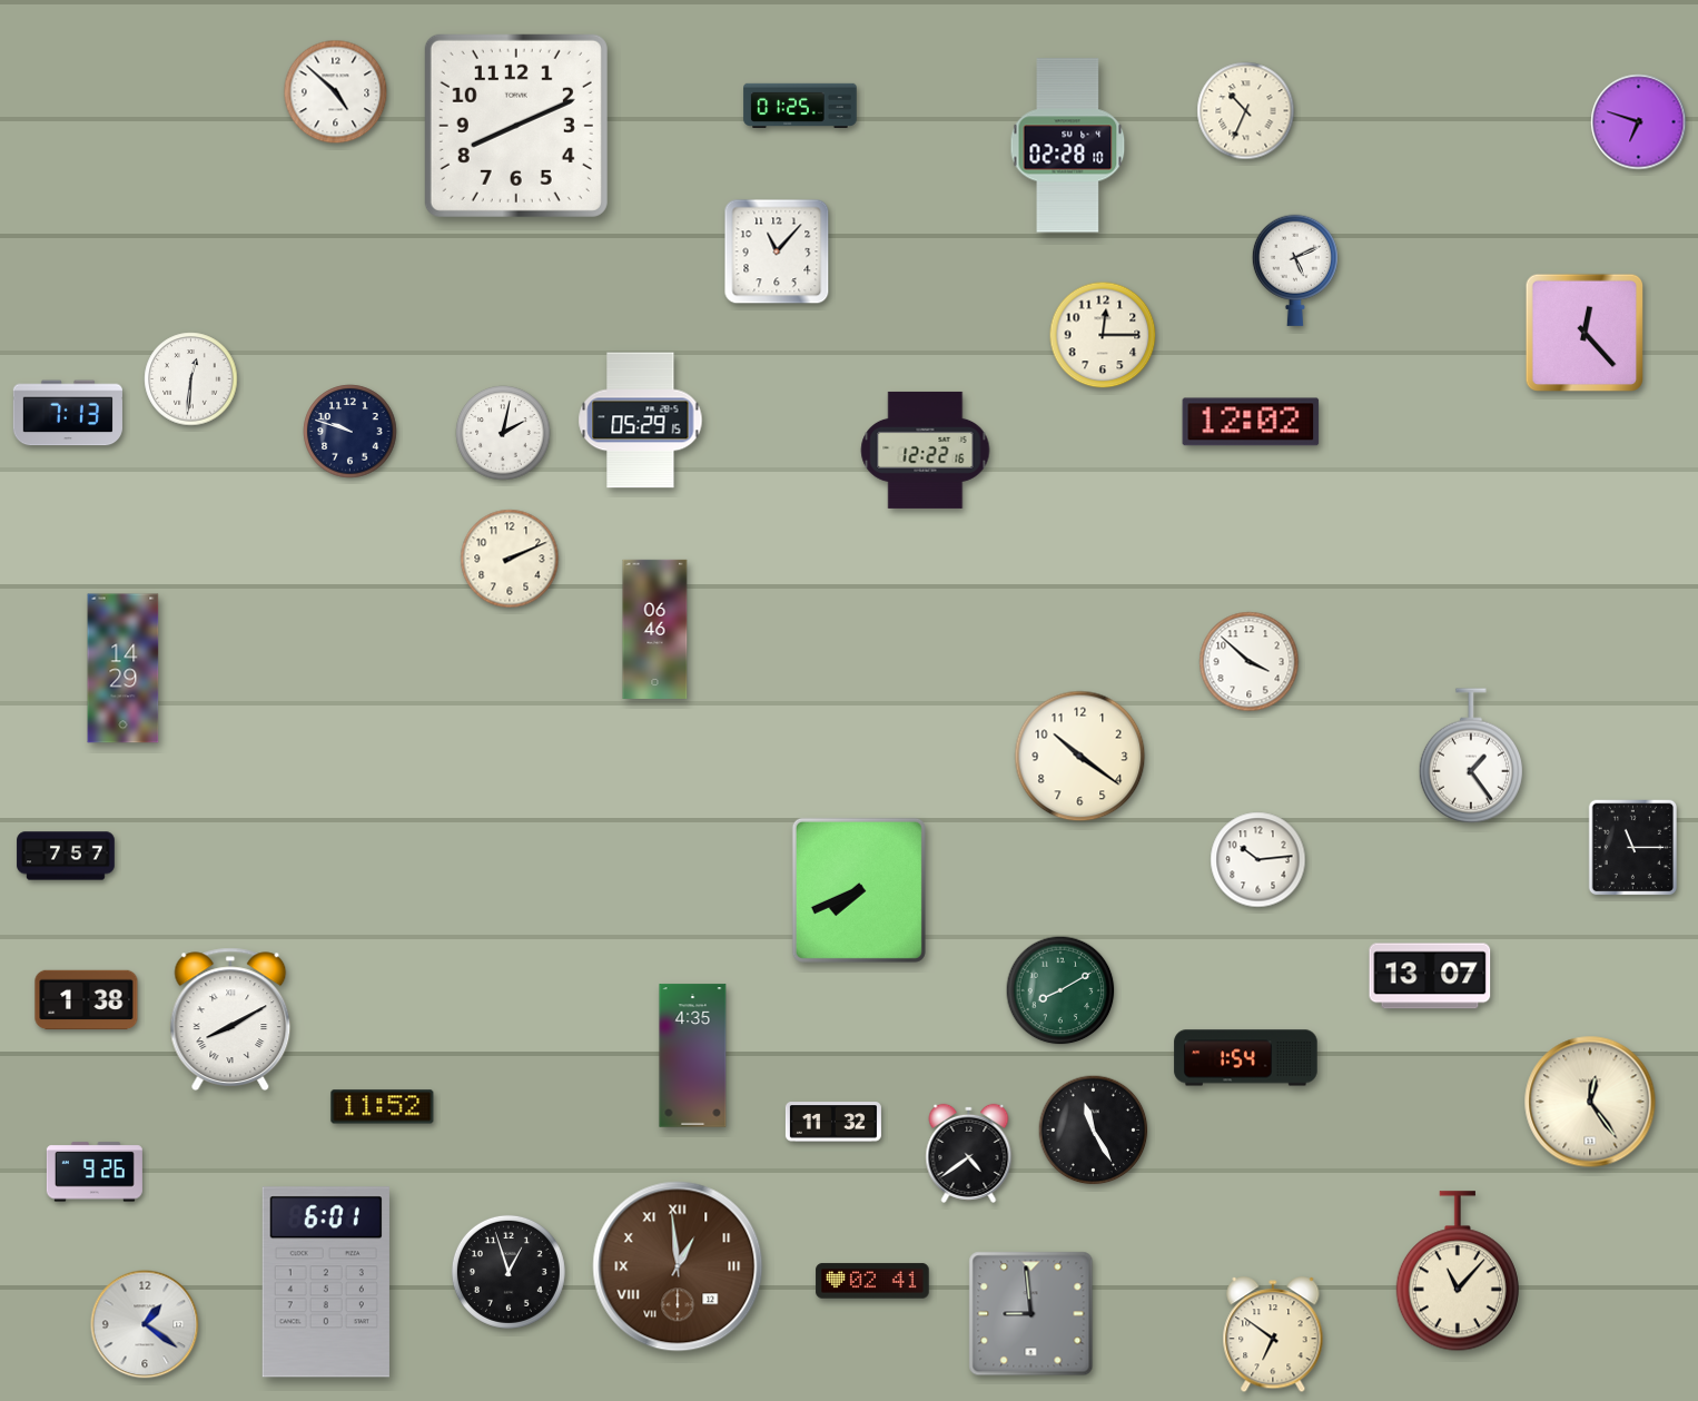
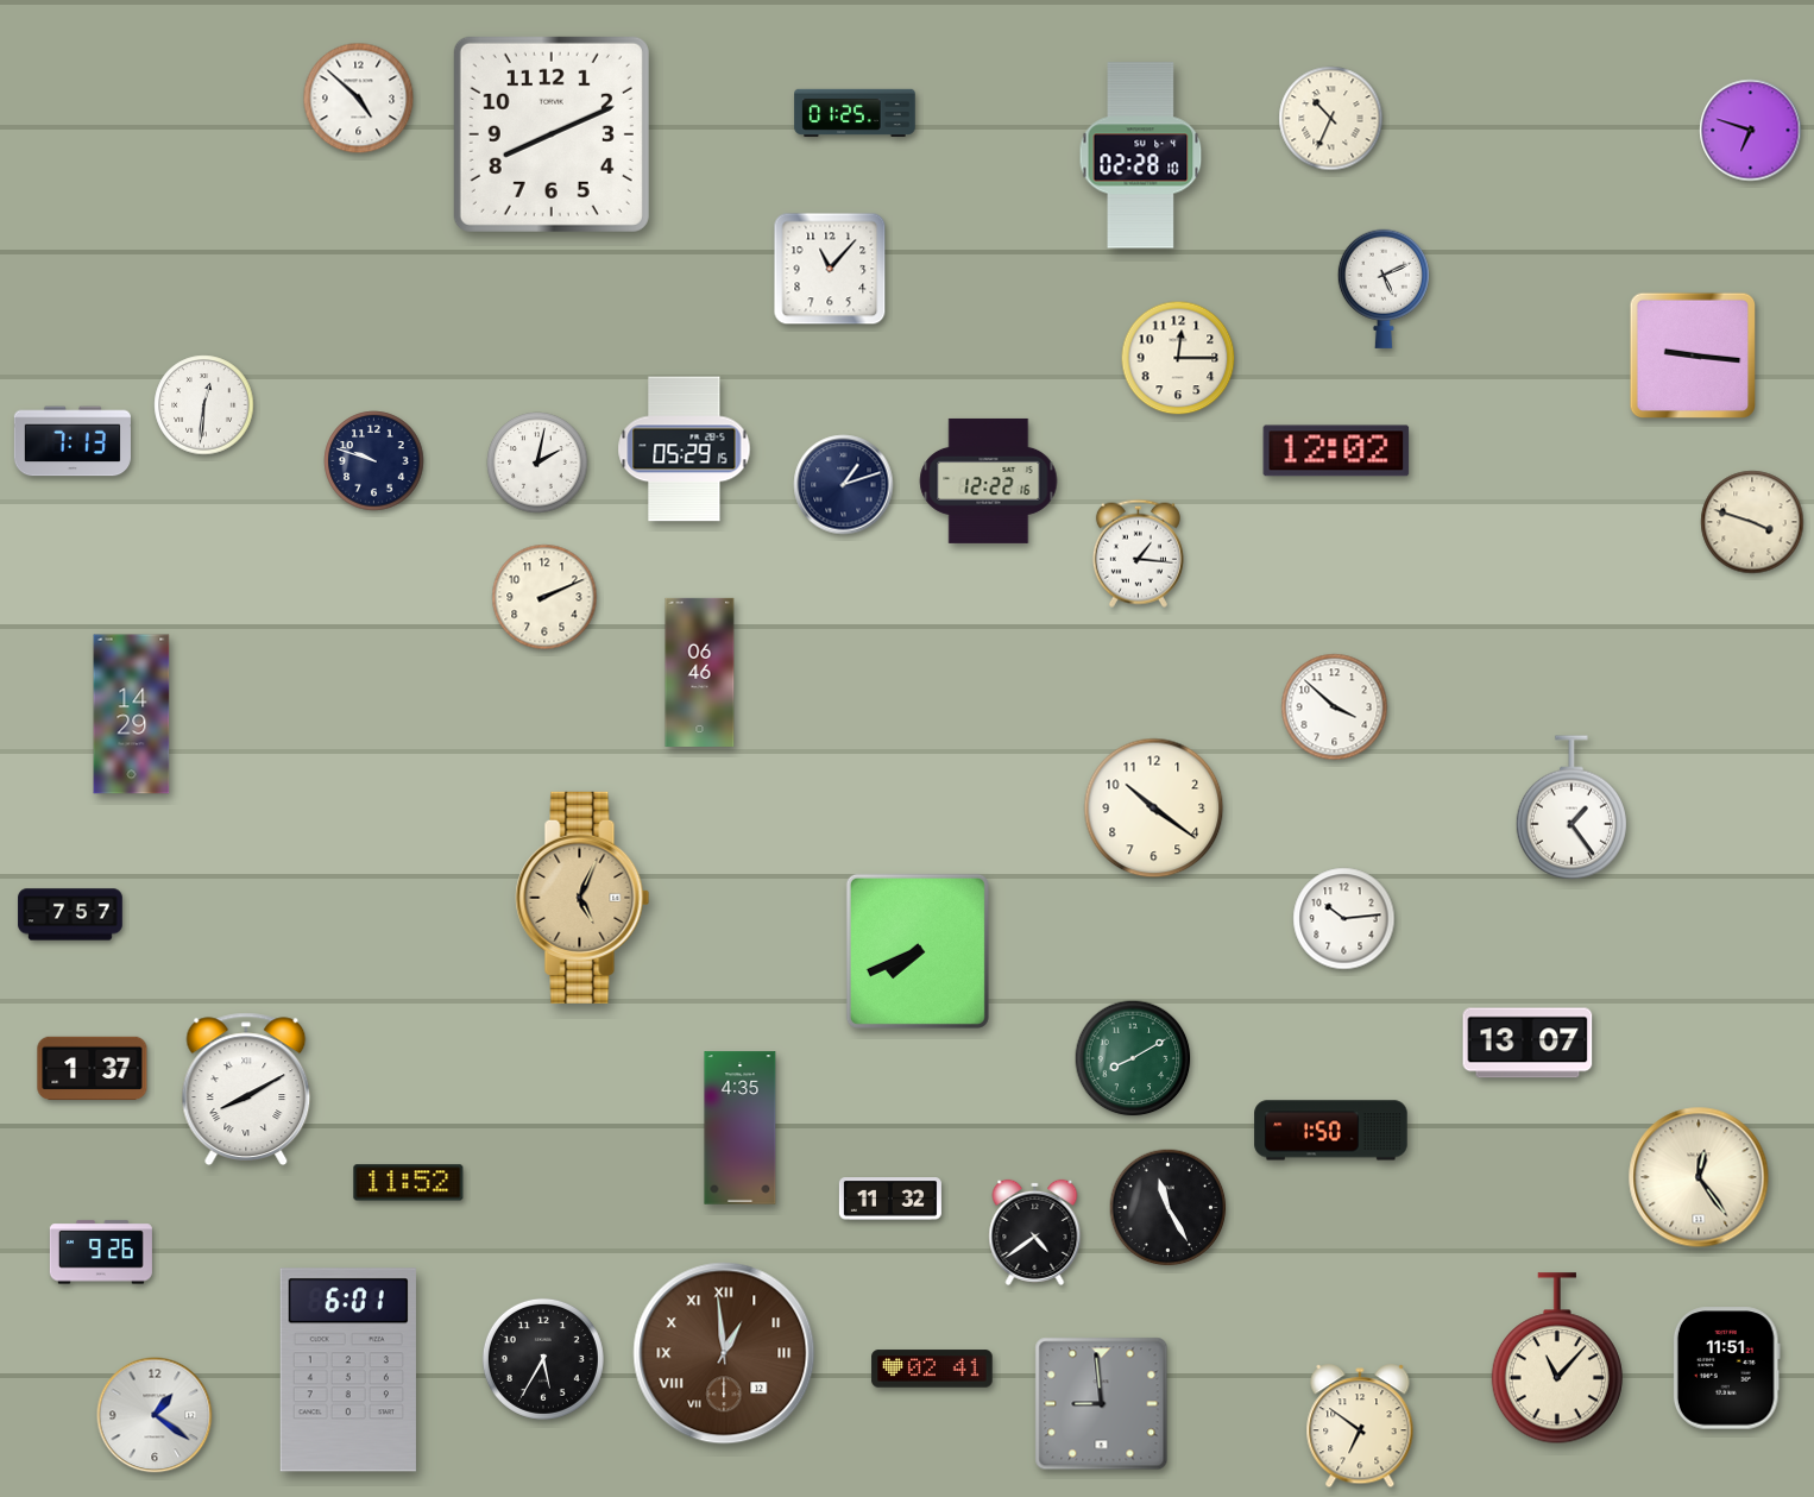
clock at (1583, 332): 12:23 -> 9:16
clock at (844, 485): none -> 1:12
clock at (1752, 522): none -> 3:48
clock at (1138, 553): none -> 1:16
clock at (582, 898): none -> 5:04
clock at (1632, 848): 11:15 -> none
clock at (87, 1000): 1:38 -> 1:37
clock at (1246, 1058): 1:54 -> 1:50
clock at (509, 1272): 12:57 -> 5:35
clock at (1726, 1369): none -> 11:51
